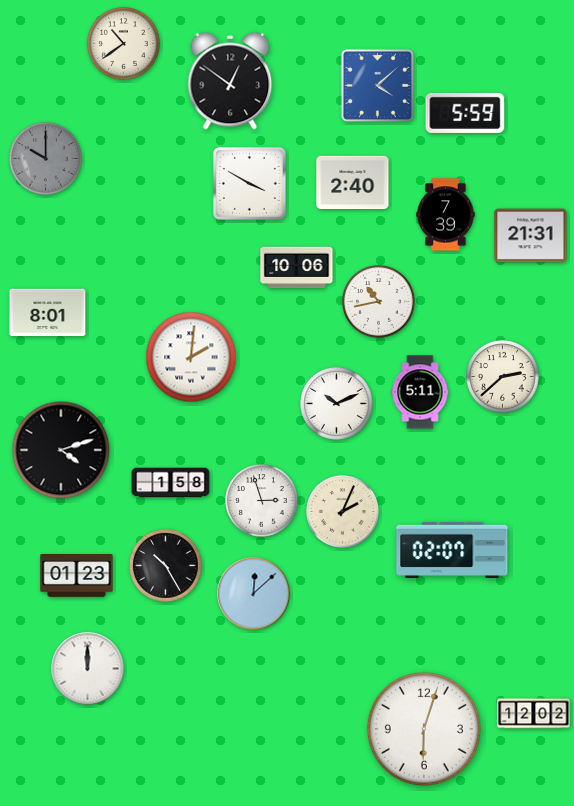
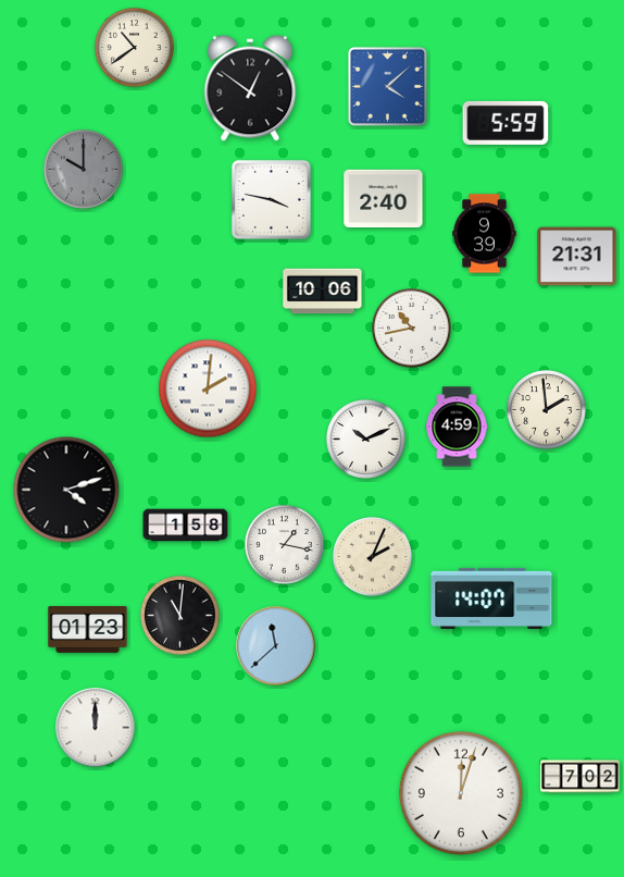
clock at (377, 85) position: (377, 85) -> (387, 86)
clock at (46, 159) position: (46, 159) -> (84, 170)
clock at (249, 183): 3:50 -> 3:47
clock at (446, 215): 7:39 -> 9:39
clock at (48, 313): 8:01 -> none
clock at (503, 377): 2:38 -> 1:59
clock at (420, 392): 5:11 -> 4:59
clock at (262, 501): 2:57 -> 1:17
clock at (452, 550): 02:07 -> 14:07
clock at (166, 566): 10:25 -> 11:01
clock at (77, 576) position: (77, 576) -> (88, 630)
clock at (254, 594): 12:08 -> 11:38
clock at (534, 714): 12:02 -> 7:02
clock at (424, 729): 6:03 -> 12:03
